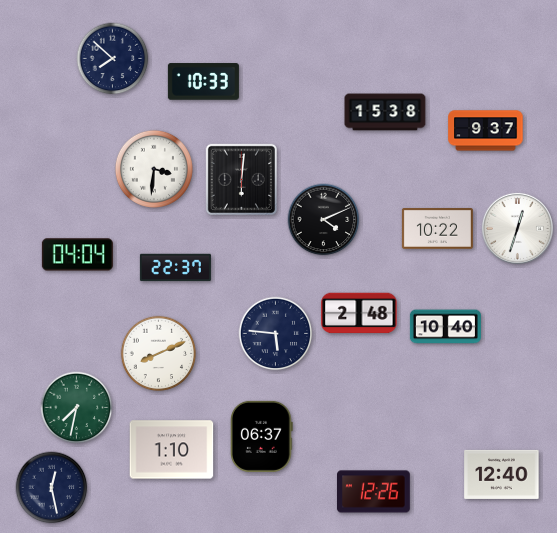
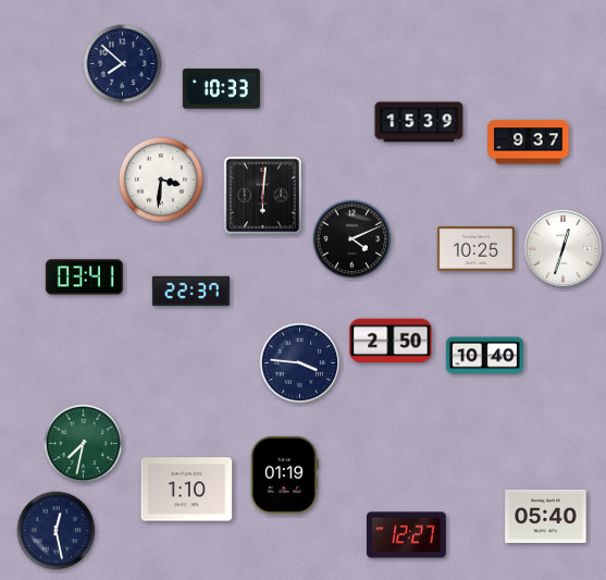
clock at (385, 112): 15:38 -> 15:39
clock at (154, 169) position: (154, 169) -> (161, 180)
clock at (437, 229): 10:22 -> 10:25
clock at (77, 255): 04:04 -> 03:41
clock at (359, 313): 2:48 -> 2:50
clock at (276, 334): 5:46 -> 3:46
clock at (159, 354): 8:11 -> none
clock at (262, 436): 06:37 -> 01:19
clock at (502, 474): 12:40 -> 05:40
clock at (374, 492): 12:26 -> 12:27
